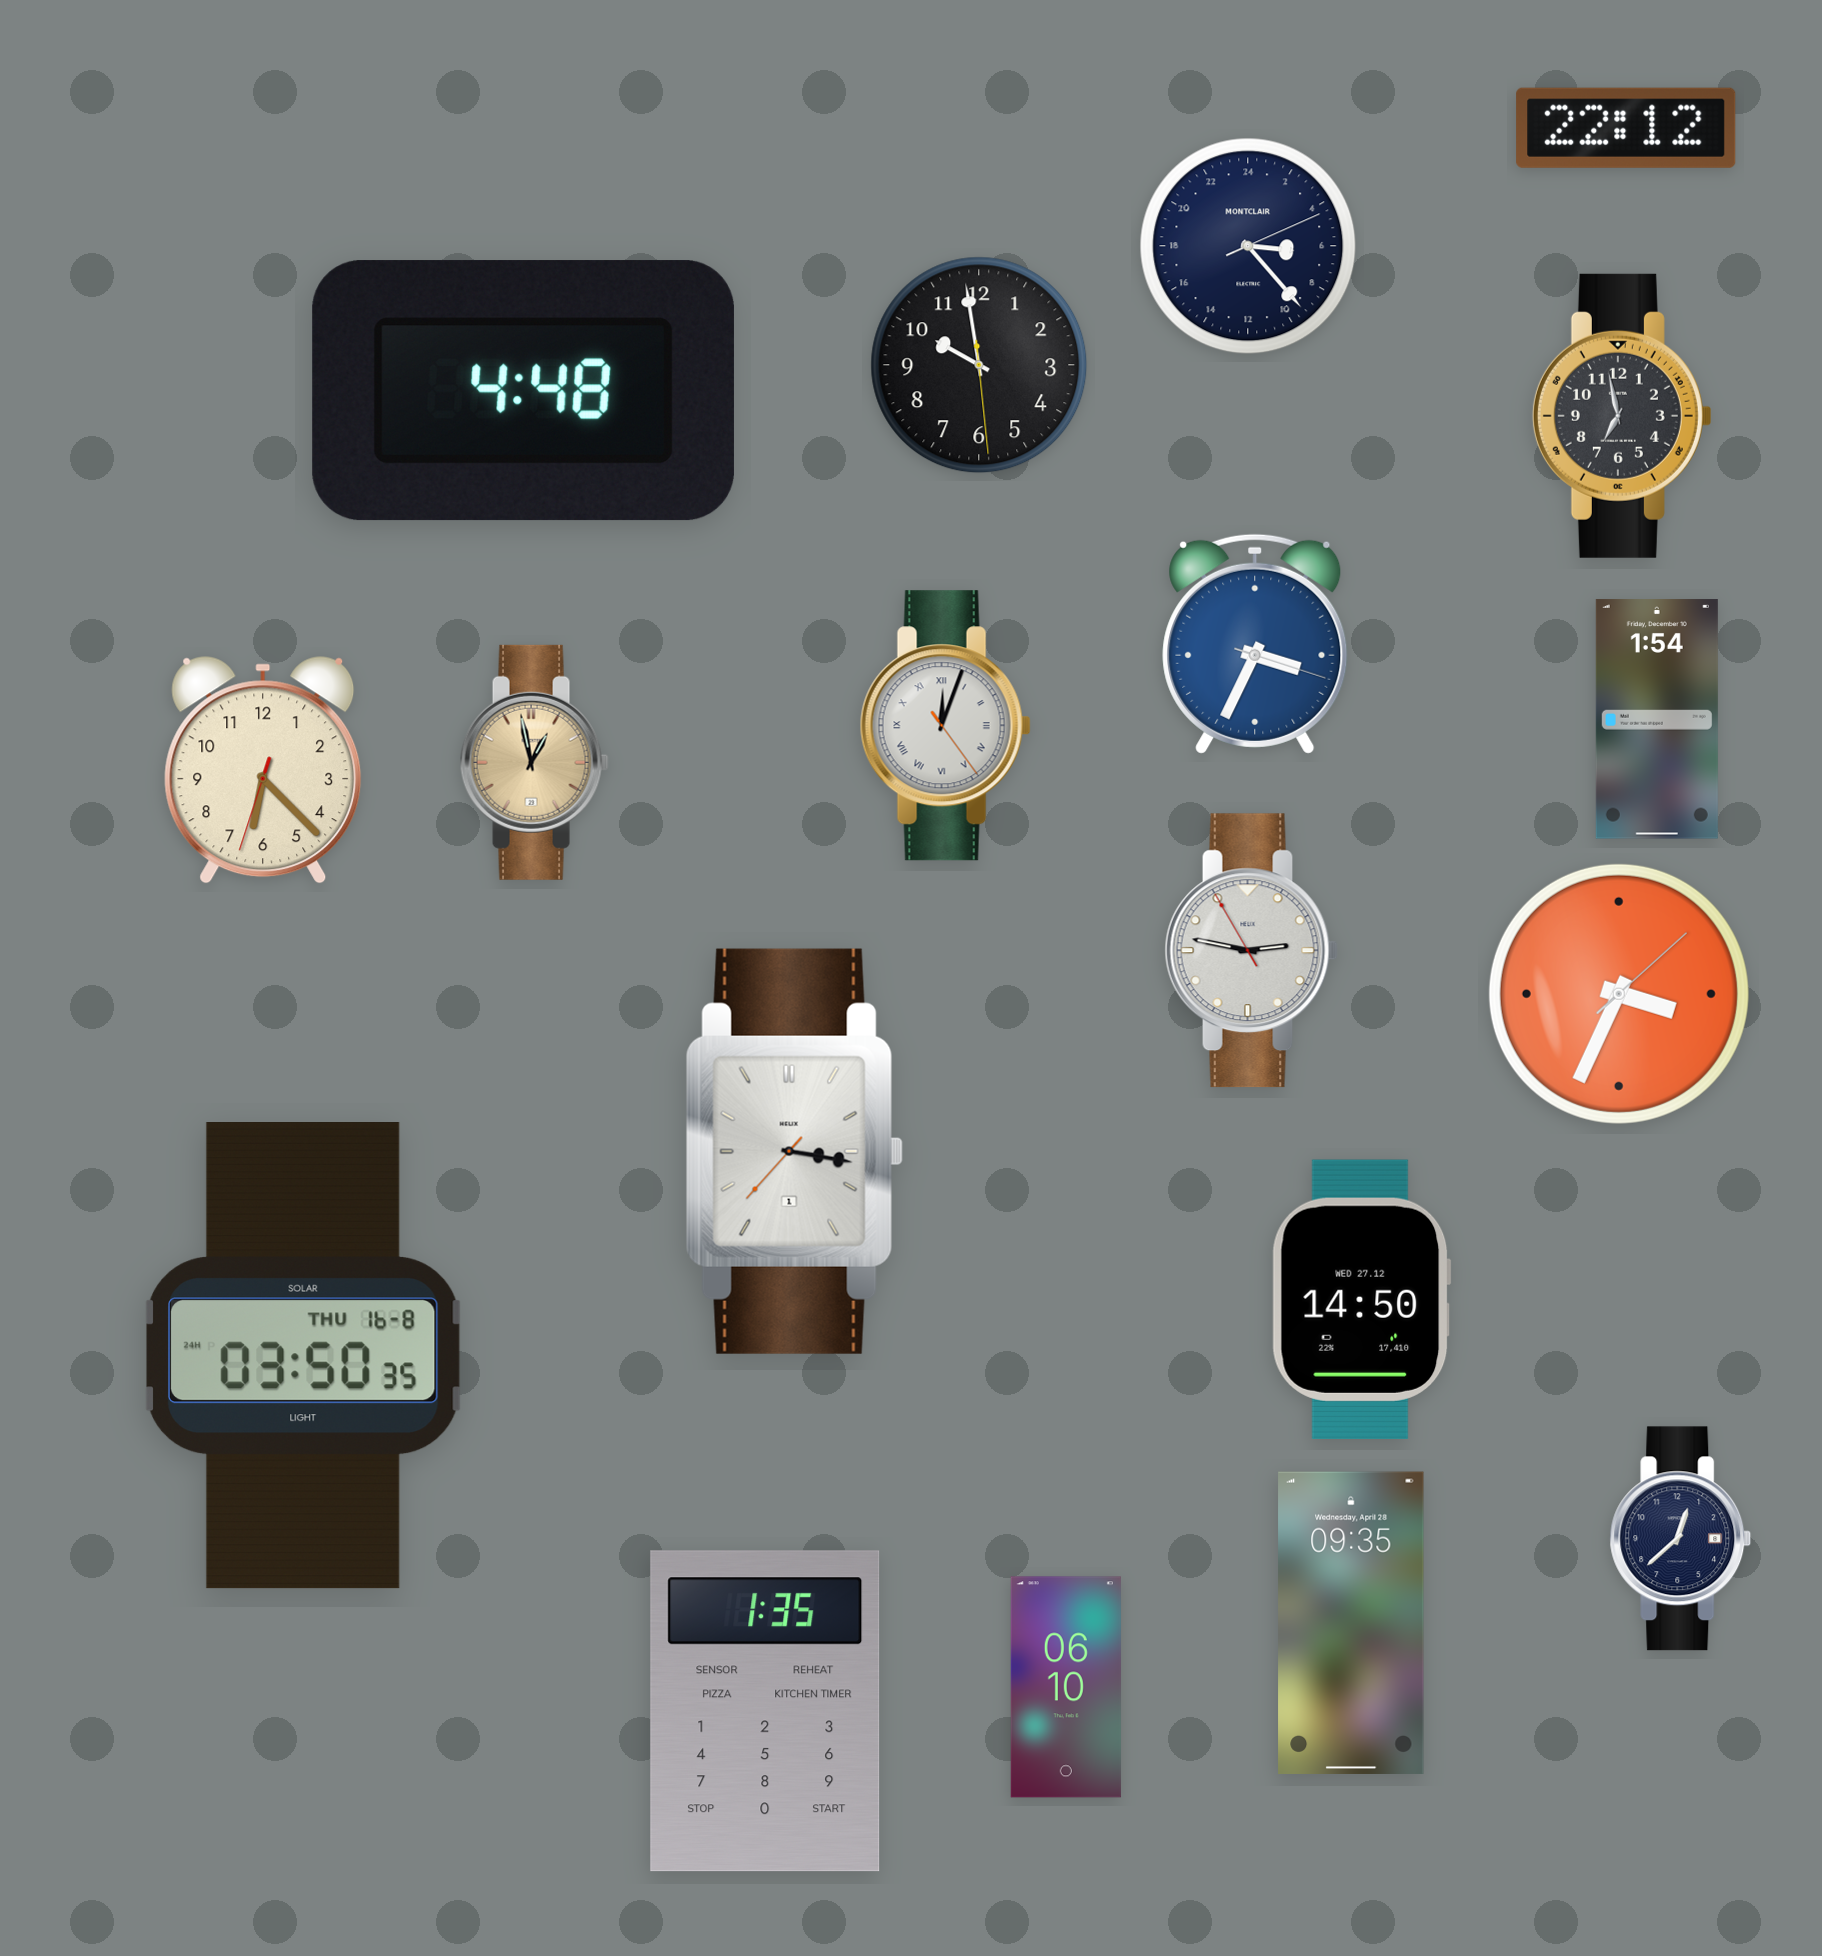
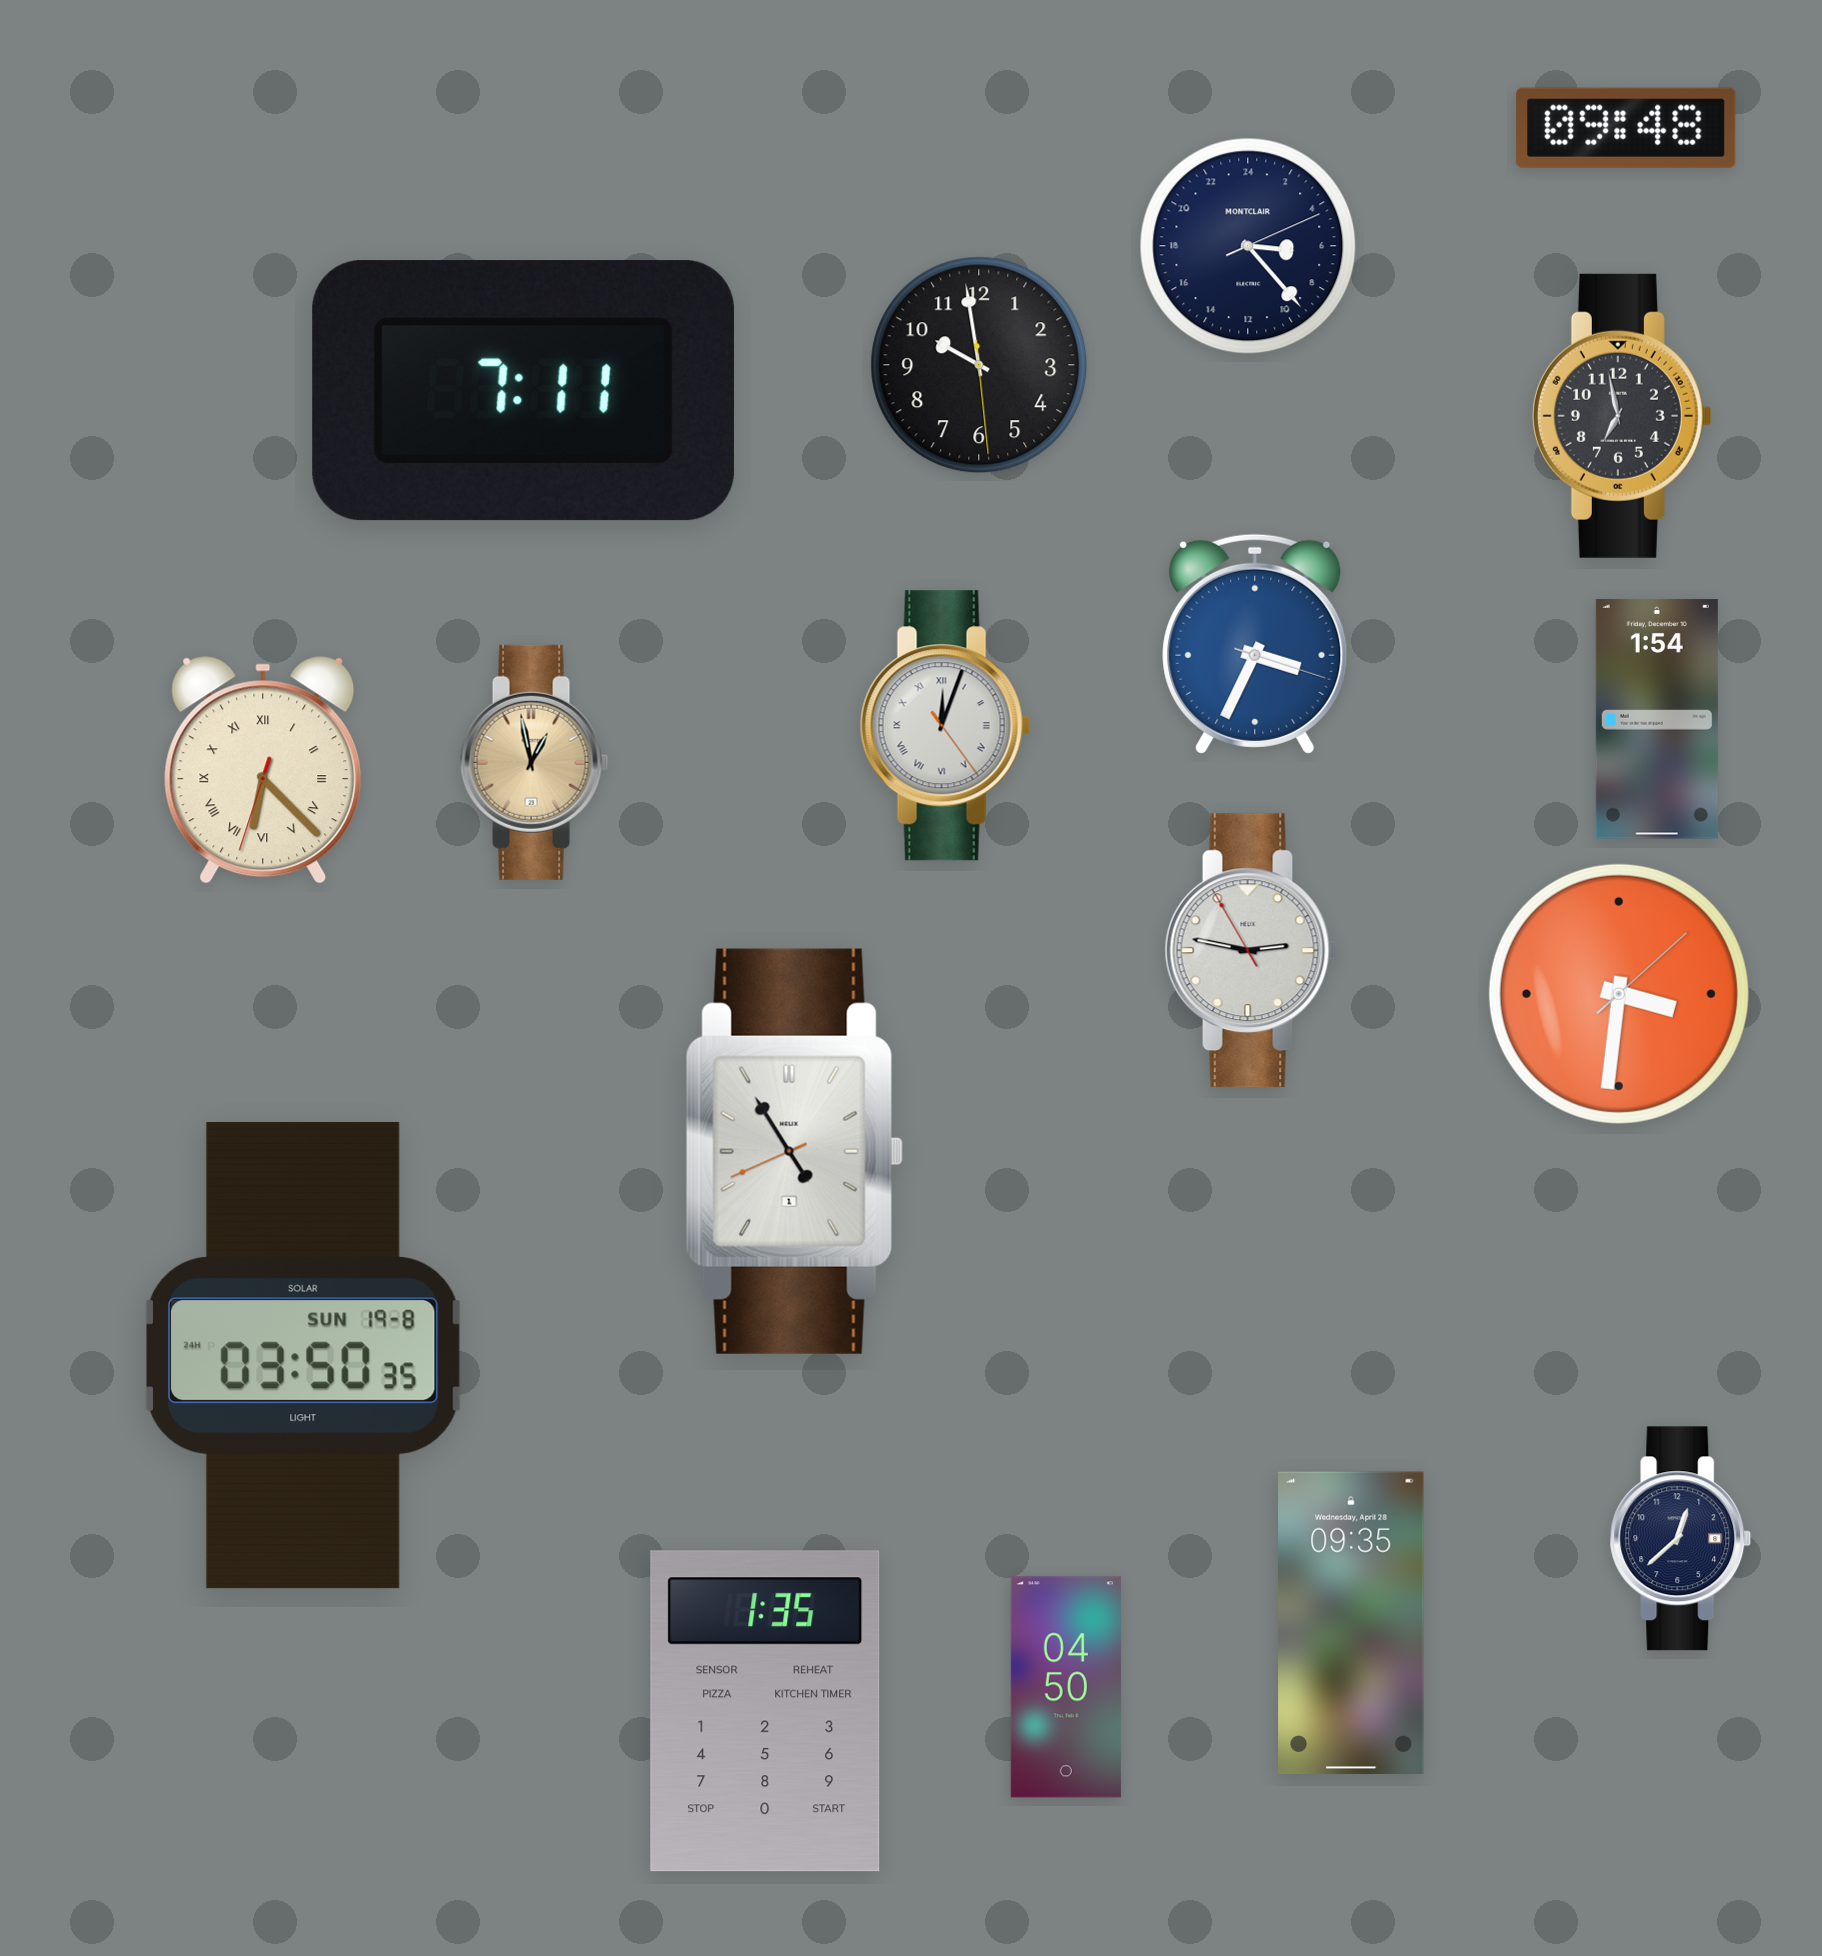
clock at (1626, 128): 22:12 -> 09:48
clock at (523, 391): 4:48 -> 7:11
clock at (263, 770) numerals: Arabic -> Roman
clock at (1619, 994): 3:34 -> 3:31
clock at (794, 1151): 3:16 -> 4:54
clock at (1361, 1299): 14:50 -> none
clock at (304, 1356) date: THU 16-8 -> SUN 19-8
clock at (1066, 1687): 06:10 -> 04:50
